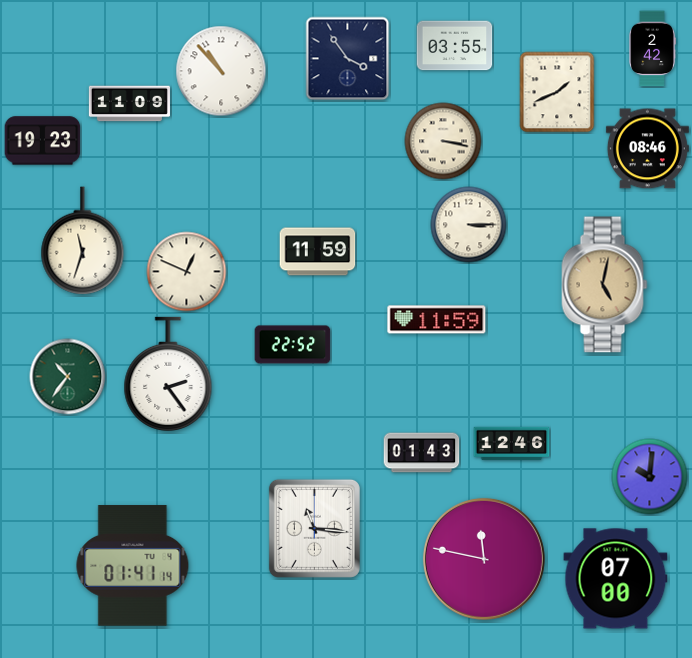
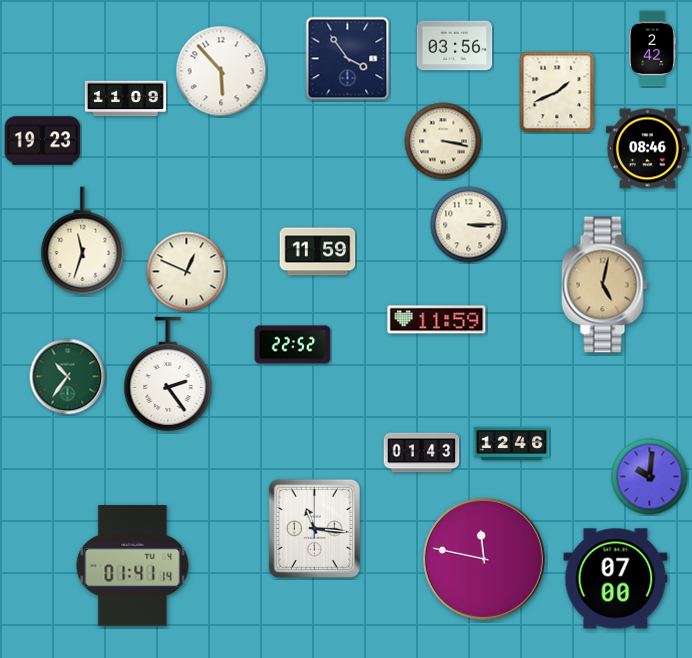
clock at (455, 46): 03:55 -> 03:56
clock at (221, 71): 10:53 -> 5:53
clock at (129, 104) position: (129, 104) -> (125, 99)
